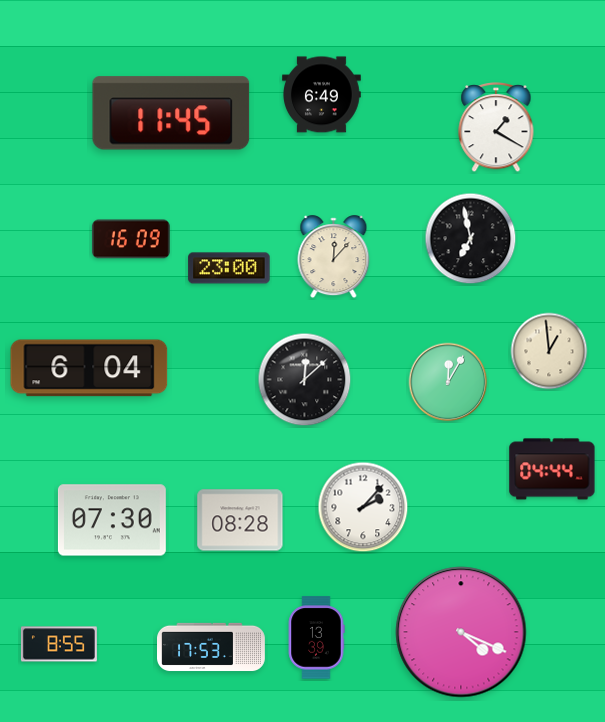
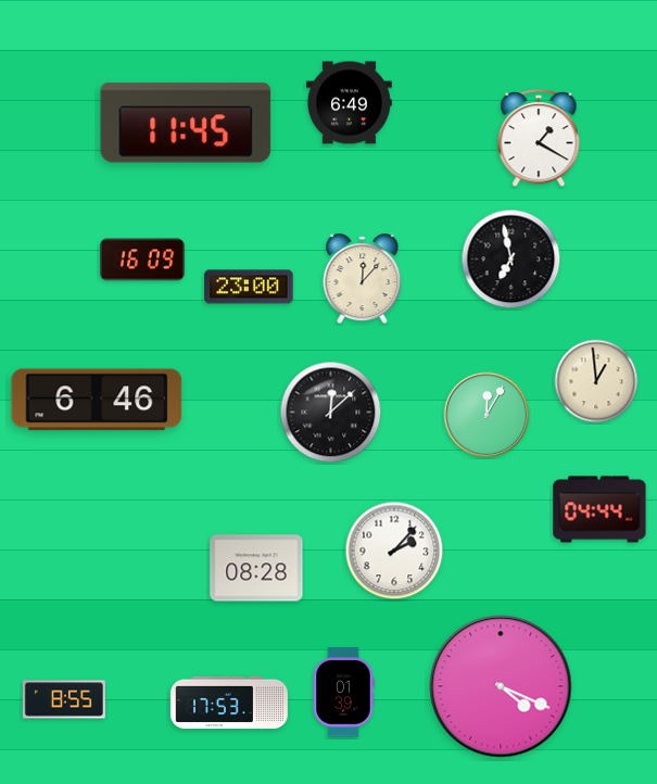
clock at (229, 268) position: (229, 268) -> (249, 287)
clock at (89, 368): 6:04 -> 6:46
clock at (112, 520): 07:30 -> none
clock at (240, 520) position: (240, 520) -> (256, 568)
clock at (316, 638): 13:39 -> 01:39
